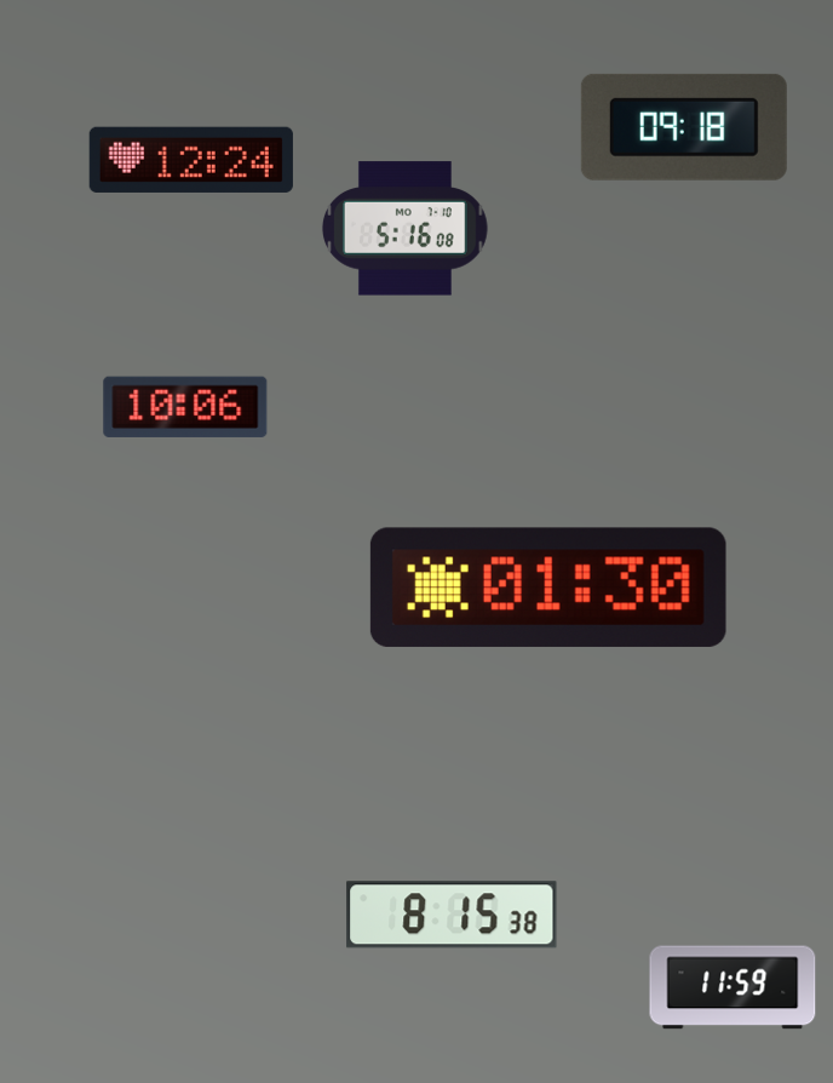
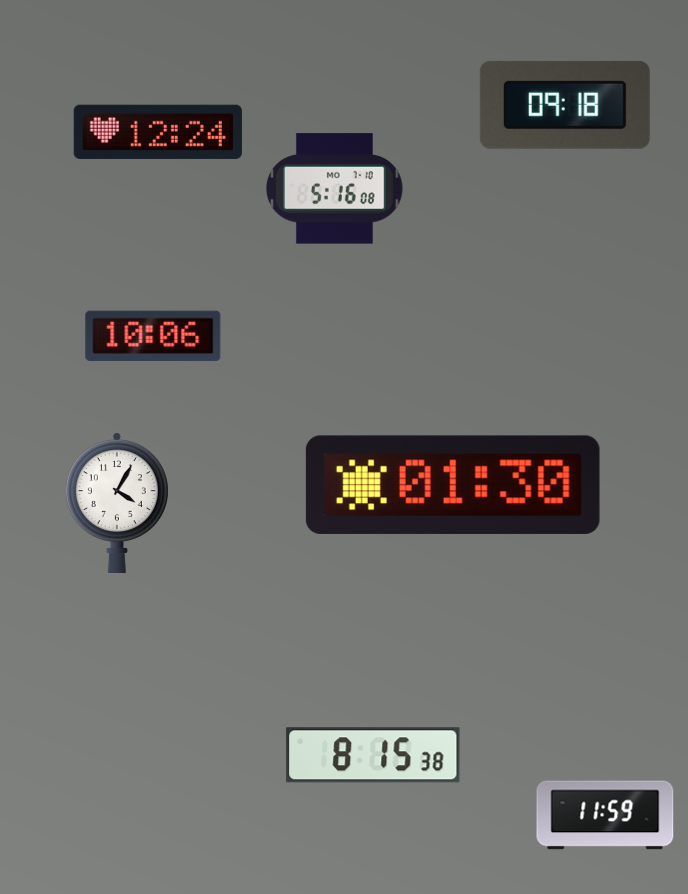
clock at (117, 502): none -> 4:05
